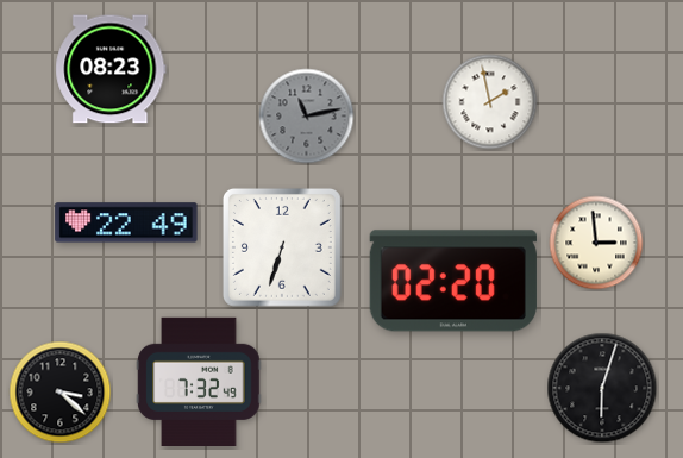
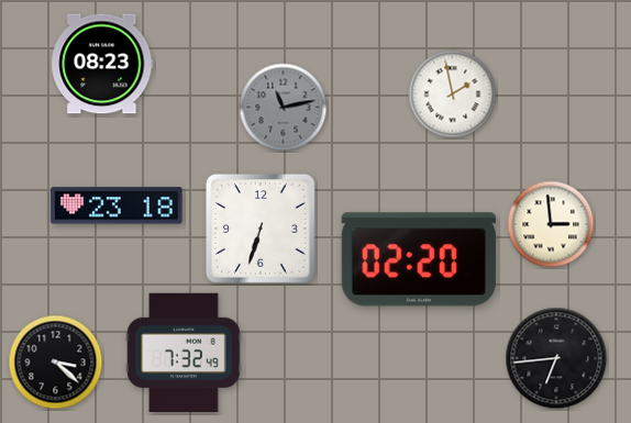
clock at (126, 222): 22:49 -> 23:18
clock at (602, 388): 6:03 -> 6:44
